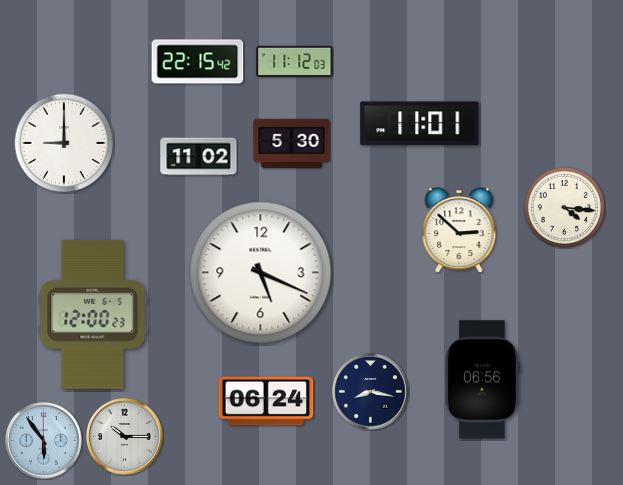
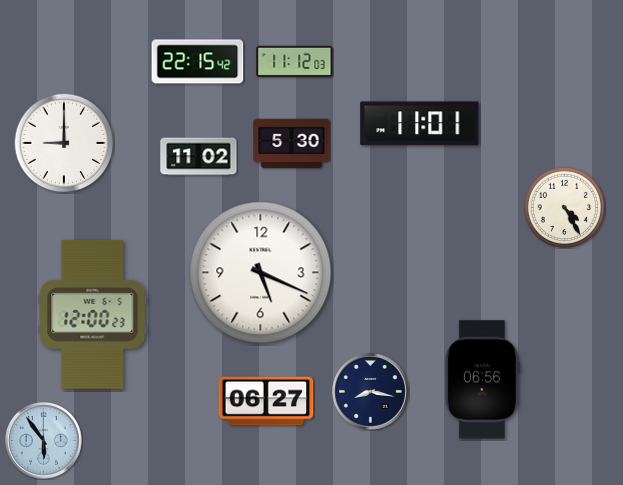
clock at (564, 207): 4:16 -> 4:25
clock at (459, 230): 2:52 -> none
clock at (266, 401): 06:24 -> 06:27
clock at (125, 437): 10:15 -> none
